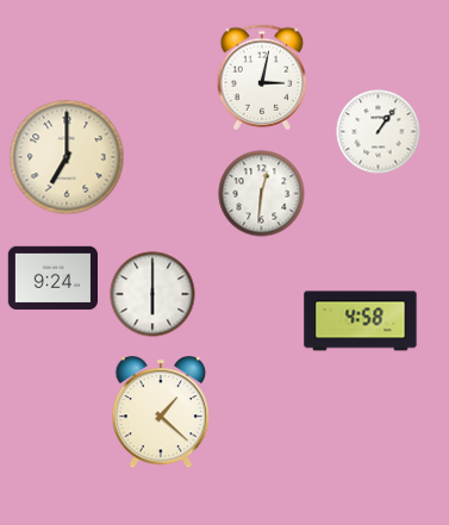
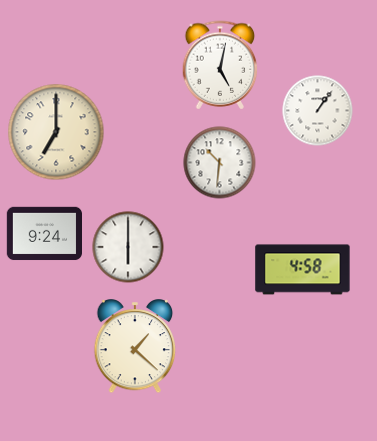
clock at (262, 77): 3:02 -> 5:02
clock at (262, 194): 12:31 -> 10:31
